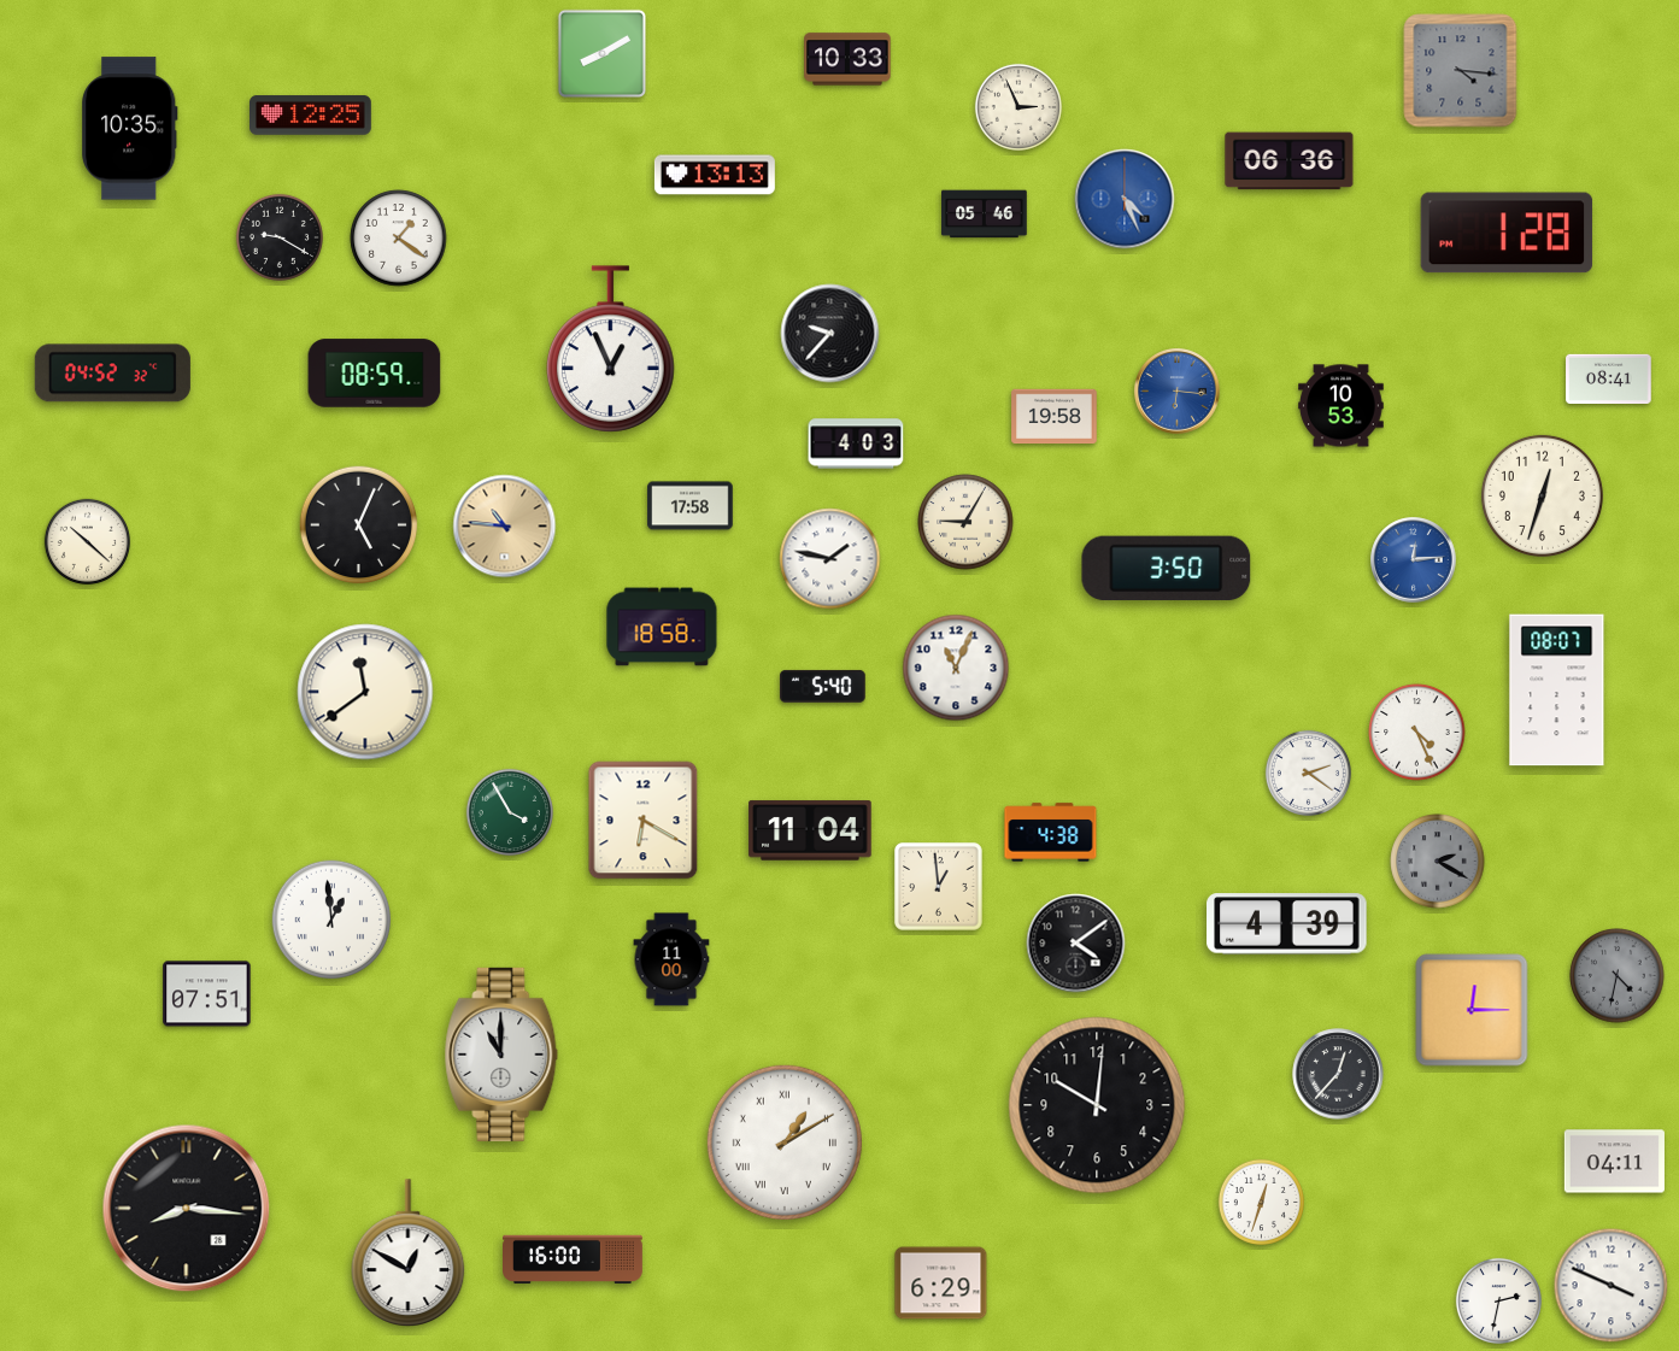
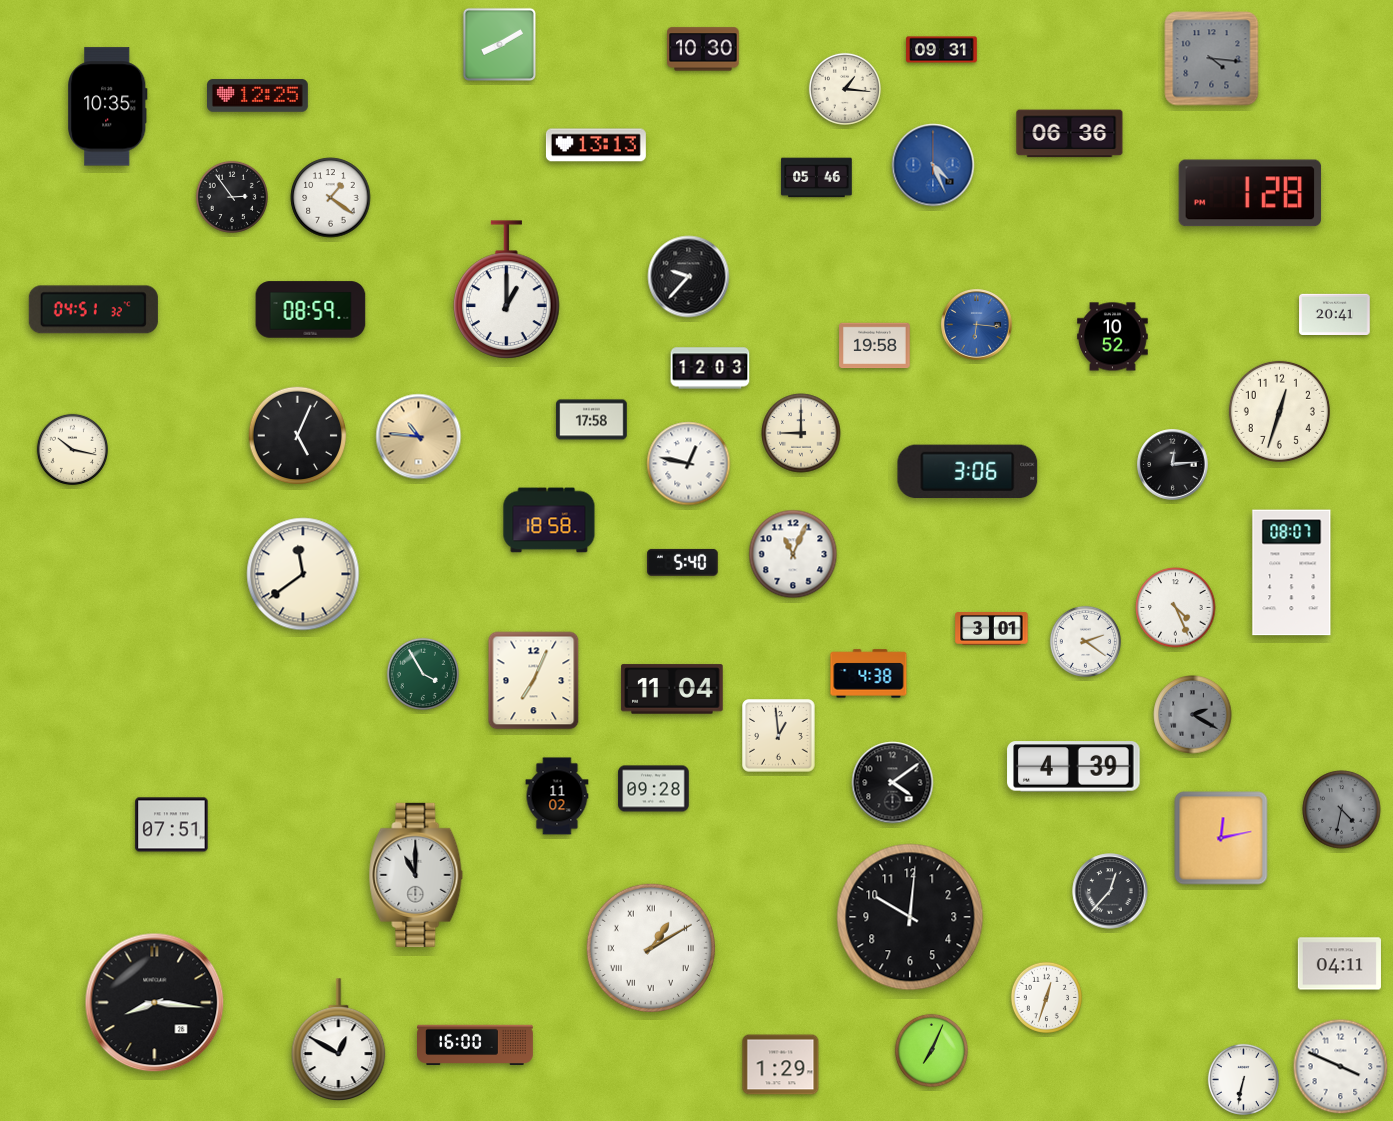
clock at (847, 59): 10:33 -> 10:30
clock at (942, 50): none -> 09:31
clock at (1018, 107): 2:56 -> 1:16
clock at (715, 175) position: (715, 175) -> (596, 145)
clock at (280, 237): 9:20 -> 2:54
clock at (611, 350): 12:56 -> 1:00
clock at (112, 374): 04:52 -> 04:51
clock at (1609, 378): 08:41 -> 20:41
clock at (1342, 406): 10:53 -> 10:52
clock at (856, 444): 4:03 -> 12:03
clock at (691, 506) position: (691, 506) -> (592, 420)
clock at (965, 522): 9:05 -> 9:00
clock at (87, 541): 10:22 -> 10:17
clock at (830, 559): 1:47 -> 12:47
clock at (1414, 560) dial: blue -> black
clock at (1167, 569): 3:50 -> 3:06
clock at (823, 686) position: (823, 686) -> (683, 562)
clock at (992, 629): none -> 3:01
clock at (644, 821): 6:20 -> 7:04
clock at (1051, 833) position: (1051, 833) -> (869, 674)
clock at (331, 920): 12:59 -> none
clock at (1287, 924) position: (1287, 924) -> (1074, 767)
clock at (654, 789): none -> 09:28
clock at (671, 959): 11:00 -> 11:02
clock at (1472, 1010): 12:15 -> 12:13
clock at (931, 1050): none -> 7:04
clock at (941, 1284): 6:29 -> 1:29
clock at (1612, 1286) position: (1612, 1286) -> (1341, 1067)
clock at (1498, 1300): 2:32 -> 6:32
